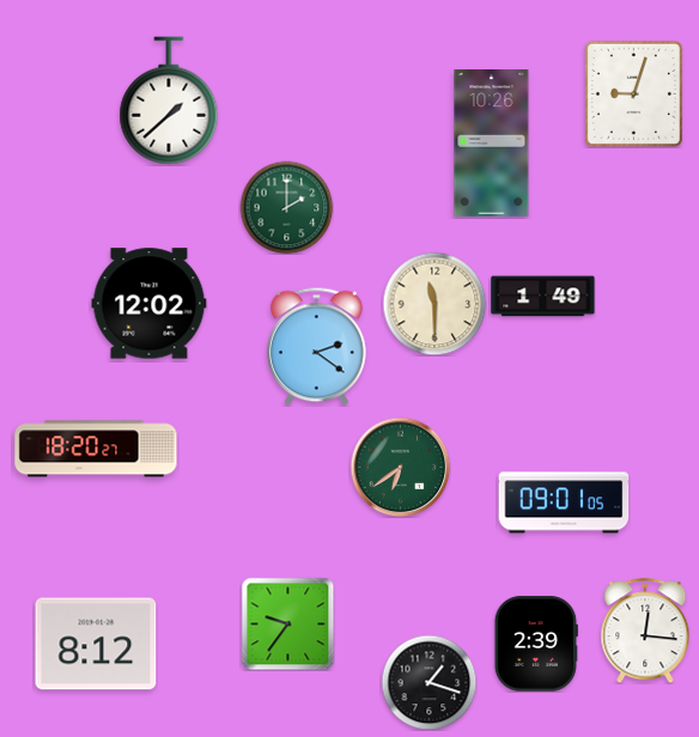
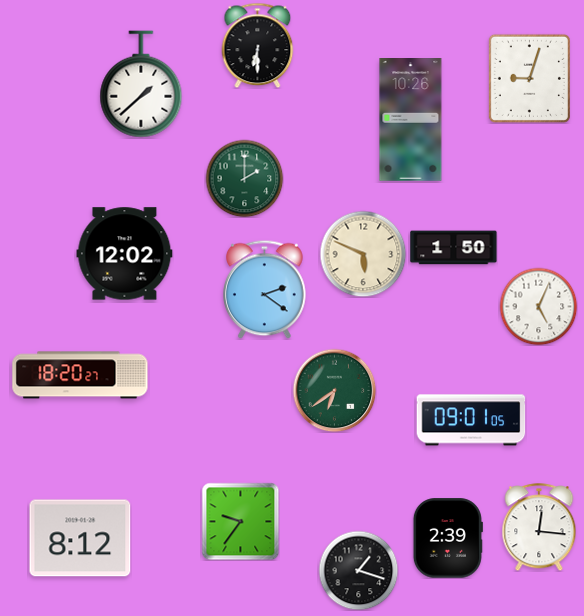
clock at (258, 45): none -> 6:30
clock at (286, 207) position: (286, 207) -> (244, 178)
clock at (543, 297): 1:49 -> 1:50
clock at (434, 304): 11:30 -> 5:49
clock at (538, 306): none -> 5:04
